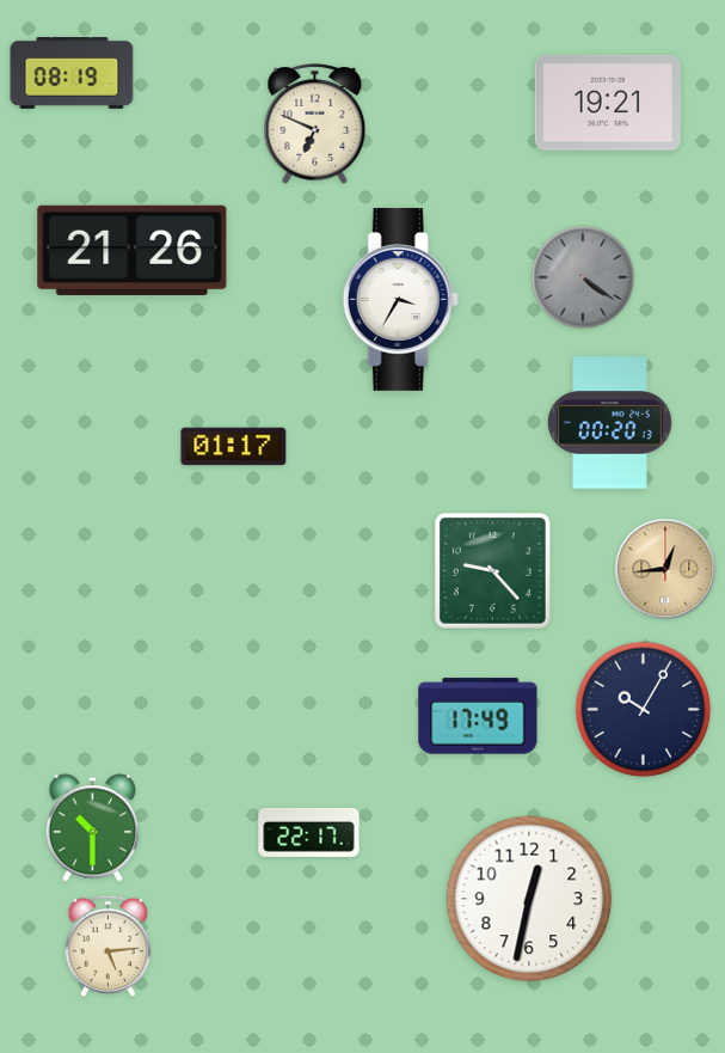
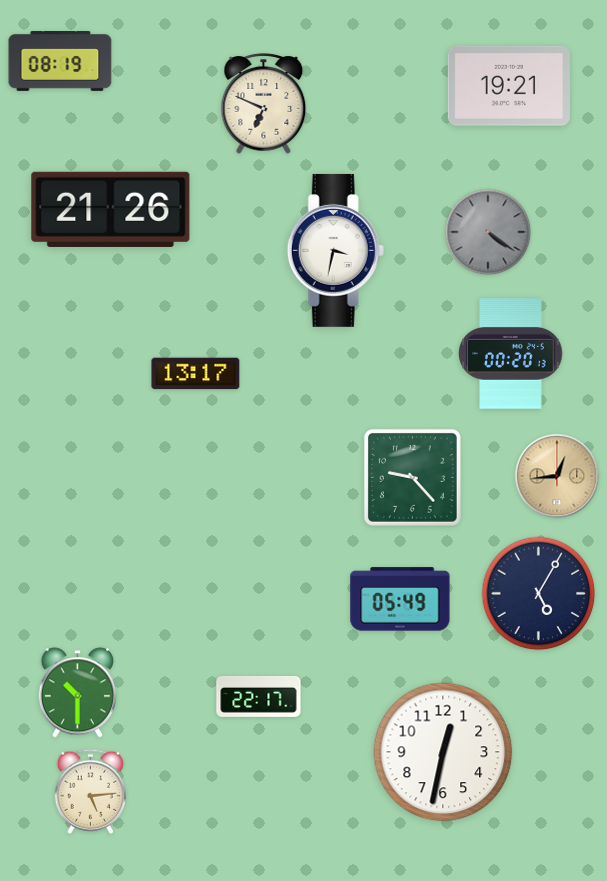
clock at (400, 299): 3:35 -> 3:32
clock at (234, 447): 01:17 -> 13:17
clock at (644, 710): 10:05 -> 5:05
clock at (478, 716): 17:49 -> 05:49
